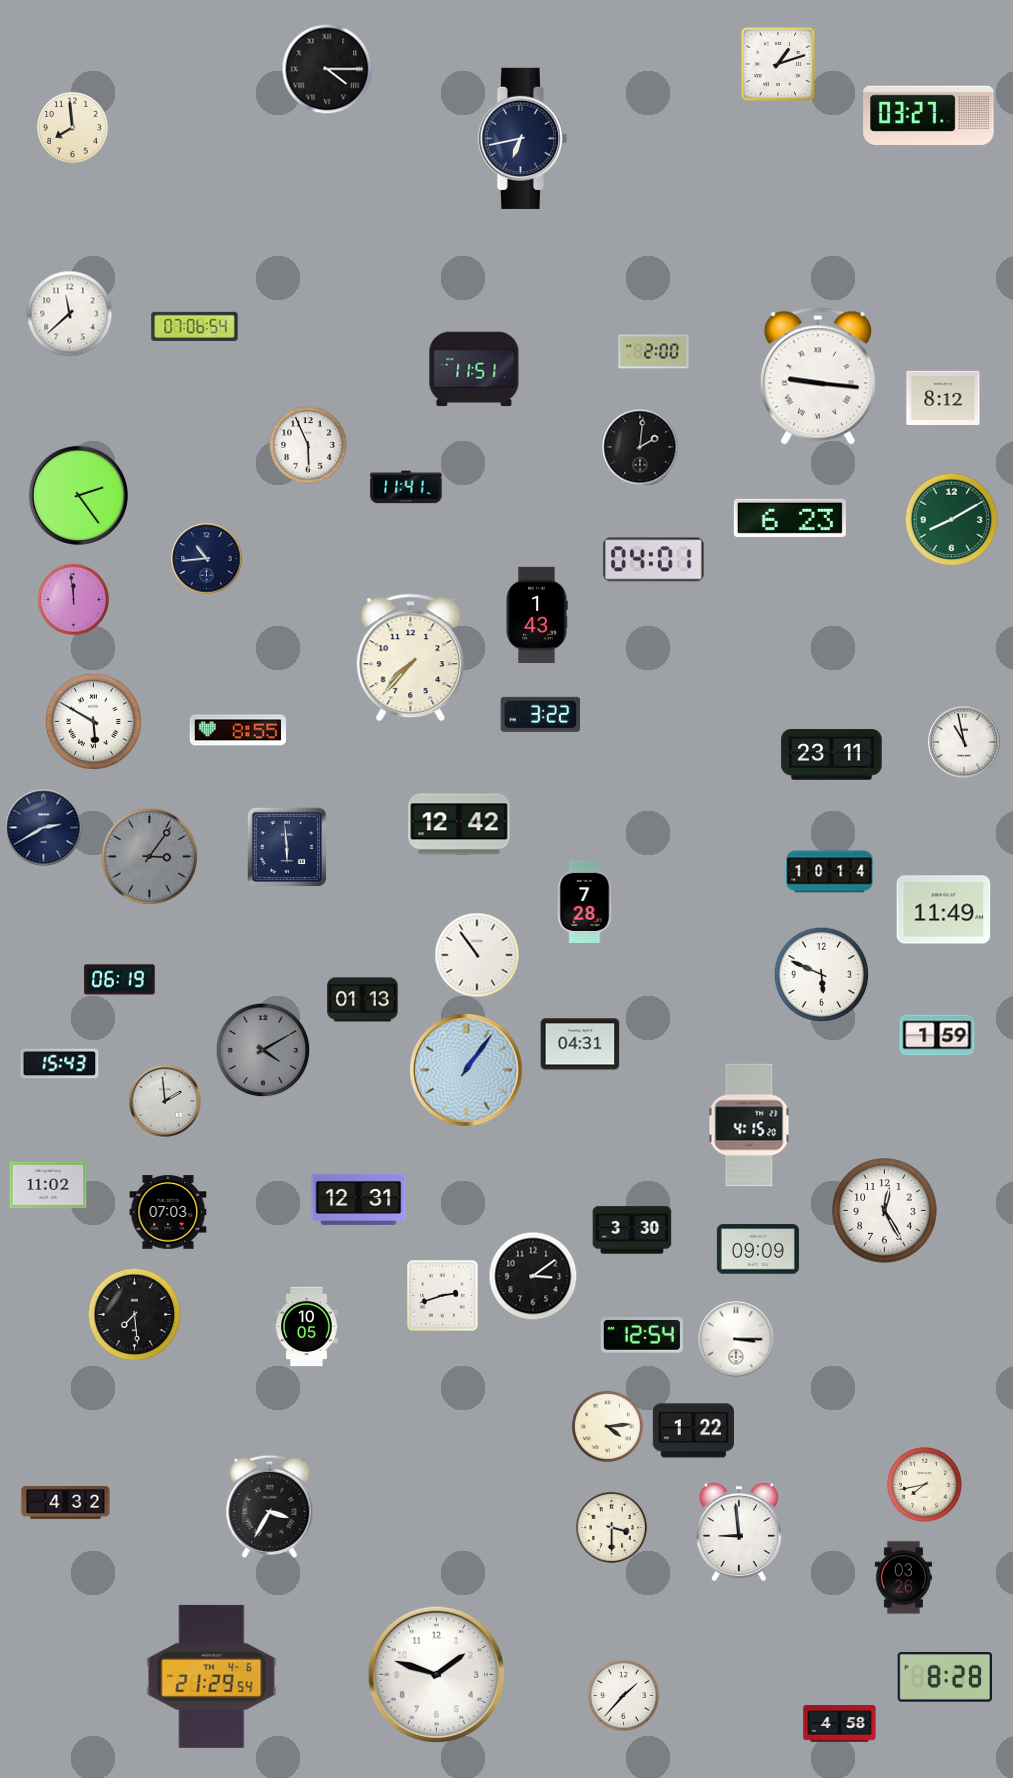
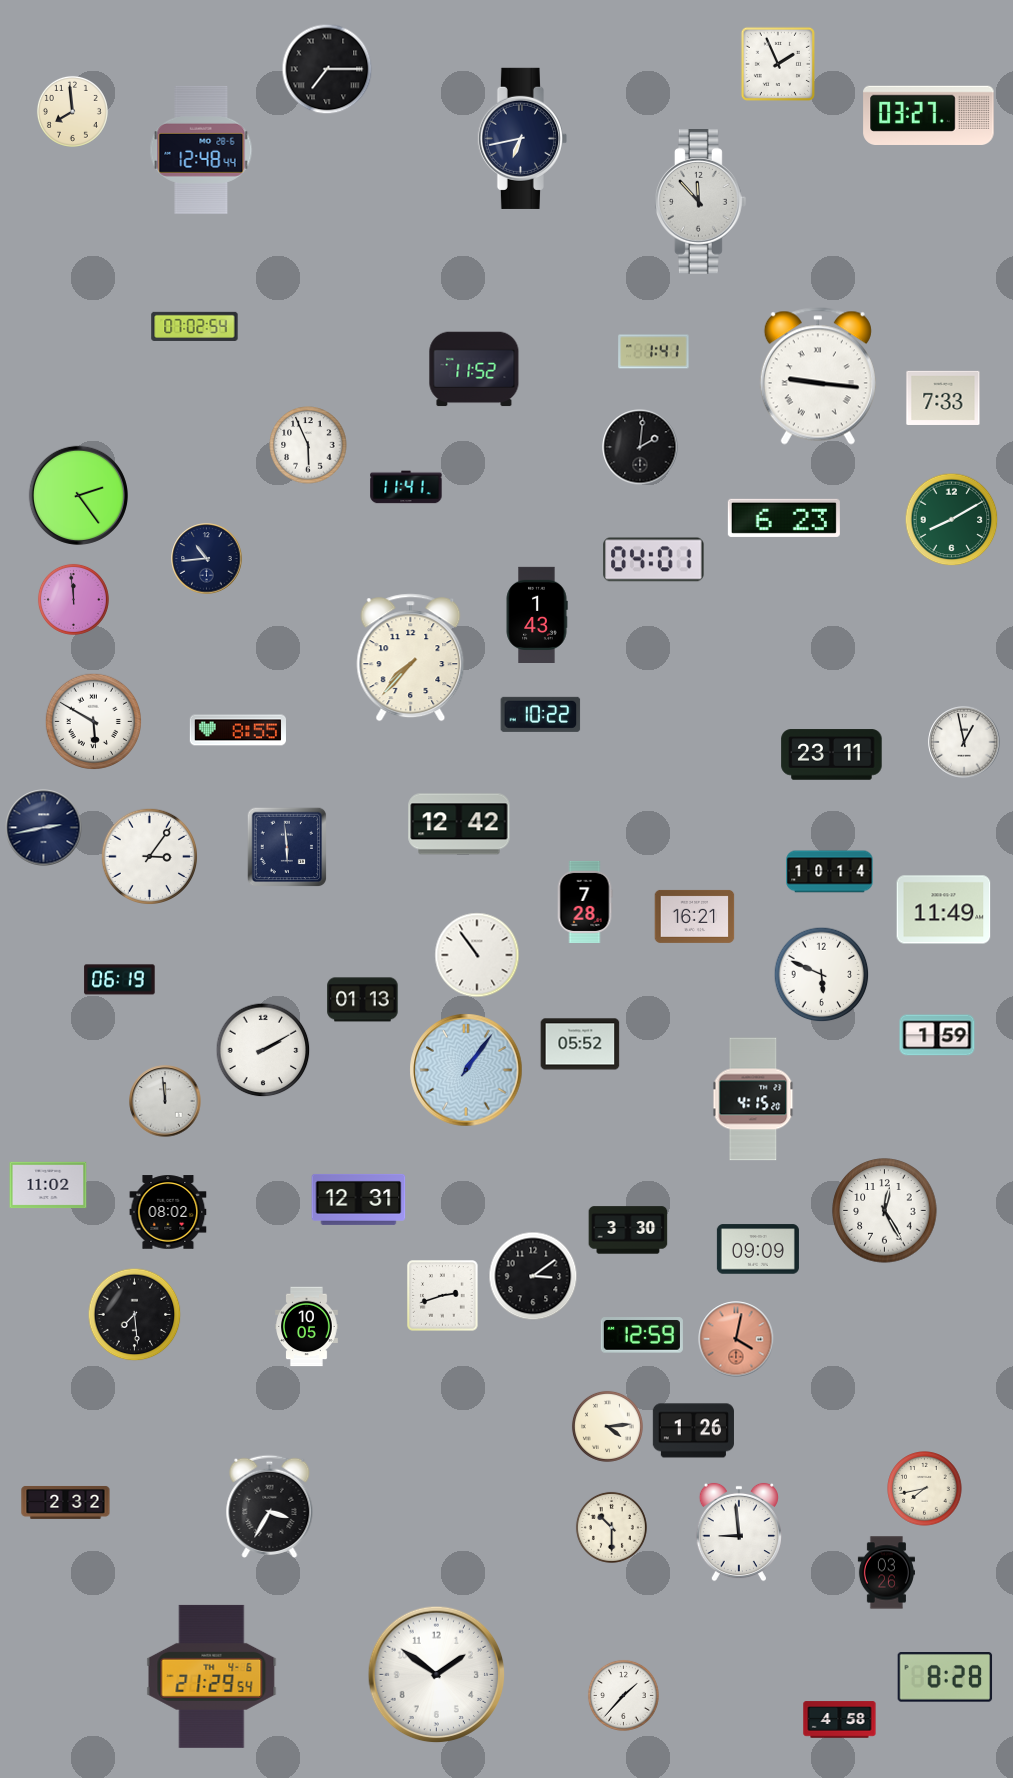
clock at (778, 64): 1:12 -> 1:56
clock at (327, 69): 4:15 -> 7:15
clock at (72, 127) position: (72, 127) -> (72, 111)
clock at (201, 150): none -> 12:48
clock at (700, 202): none -> 11:53
clock at (70, 314): 11:38 -> none
clock at (195, 326): 07:06 -> 07:02
clock at (654, 352): 2:00 -> 1:41
clock at (474, 369): 11:51 -> 11:52
clock at (943, 398): 8:12 -> 7:33
clock at (790, 518) position: (790, 518) -> (784, 518)
clock at (541, 714): 3:22 -> 10:22
clock at (964, 742): 10:58 -> 12:58
clock at (44, 828): 2:40 -> 2:43
clock at (149, 856) dial: grey -> white
clock at (695, 916): none -> 16:21
clock at (580, 1044): 04:31 -> 05:52
clock at (263, 1050): 4:10 -> 2:10
clock at (263, 1050) dial: grey -> white
clock at (60, 1064): 15:43 -> none
clock at (165, 1101): 1:59 -> 11:59
clock at (749, 1125) position: (749, 1125) -> (753, 1099)
clock at (168, 1212): 07:03 -> 08:02
clock at (632, 1230) position: (632, 1230) -> (628, 1230)
clock at (642, 1335): 12:54 -> 12:59
clock at (736, 1339): 3:15 -> 4:02
clock at (736, 1339) dial: white -> salmon
clock at (693, 1431): 1:22 -> 1:26
clock at (925, 1485) position: (925, 1485) -> (925, 1489)
clock at (66, 1502): 4:32 -> 2:32
clock at (611, 1527): 3:30 -> 10:30
clock at (903, 1578) position: (903, 1578) -> (886, 1573)
clock at (437, 1675): 1:48 -> 1:51
clock at (840, 1724) position: (840, 1724) -> (840, 1720)
